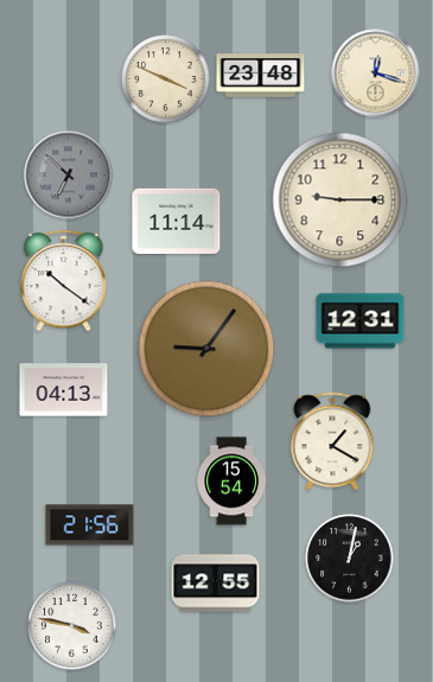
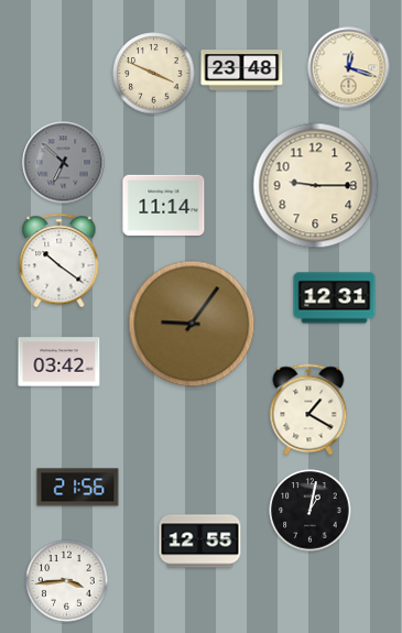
clock at (64, 390): 04:13 -> 03:42
clock at (231, 482): 15:54 -> none
clock at (90, 525) position: (90, 525) -> (78, 488)
clock at (350, 559) position: (350, 559) -> (311, 511)
clock at (72, 626): 3:47 -> 3:44
